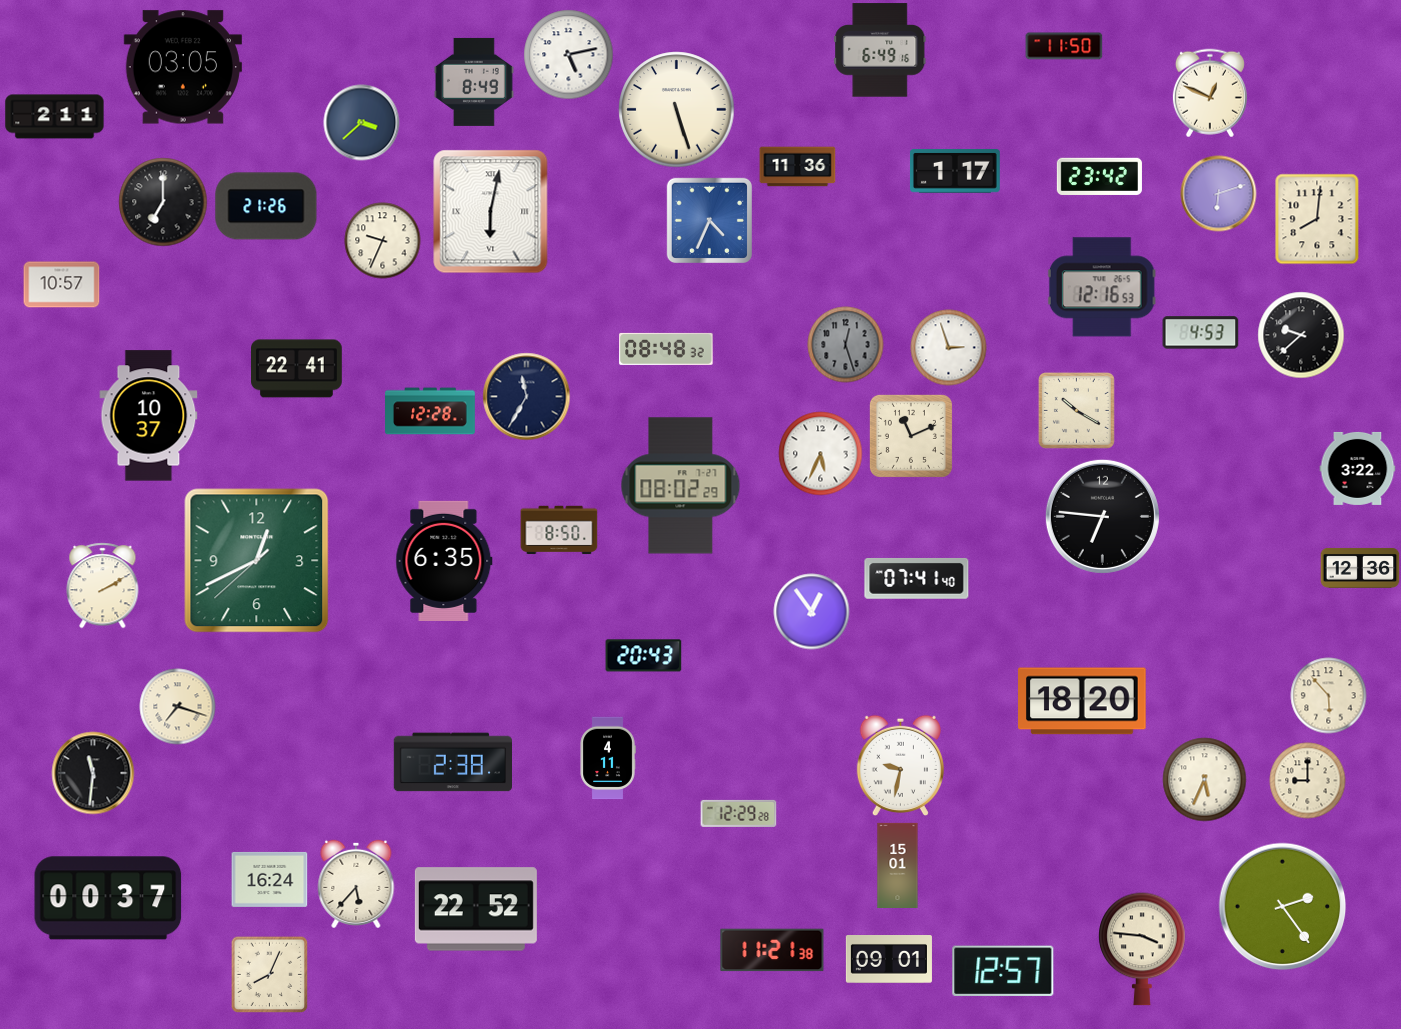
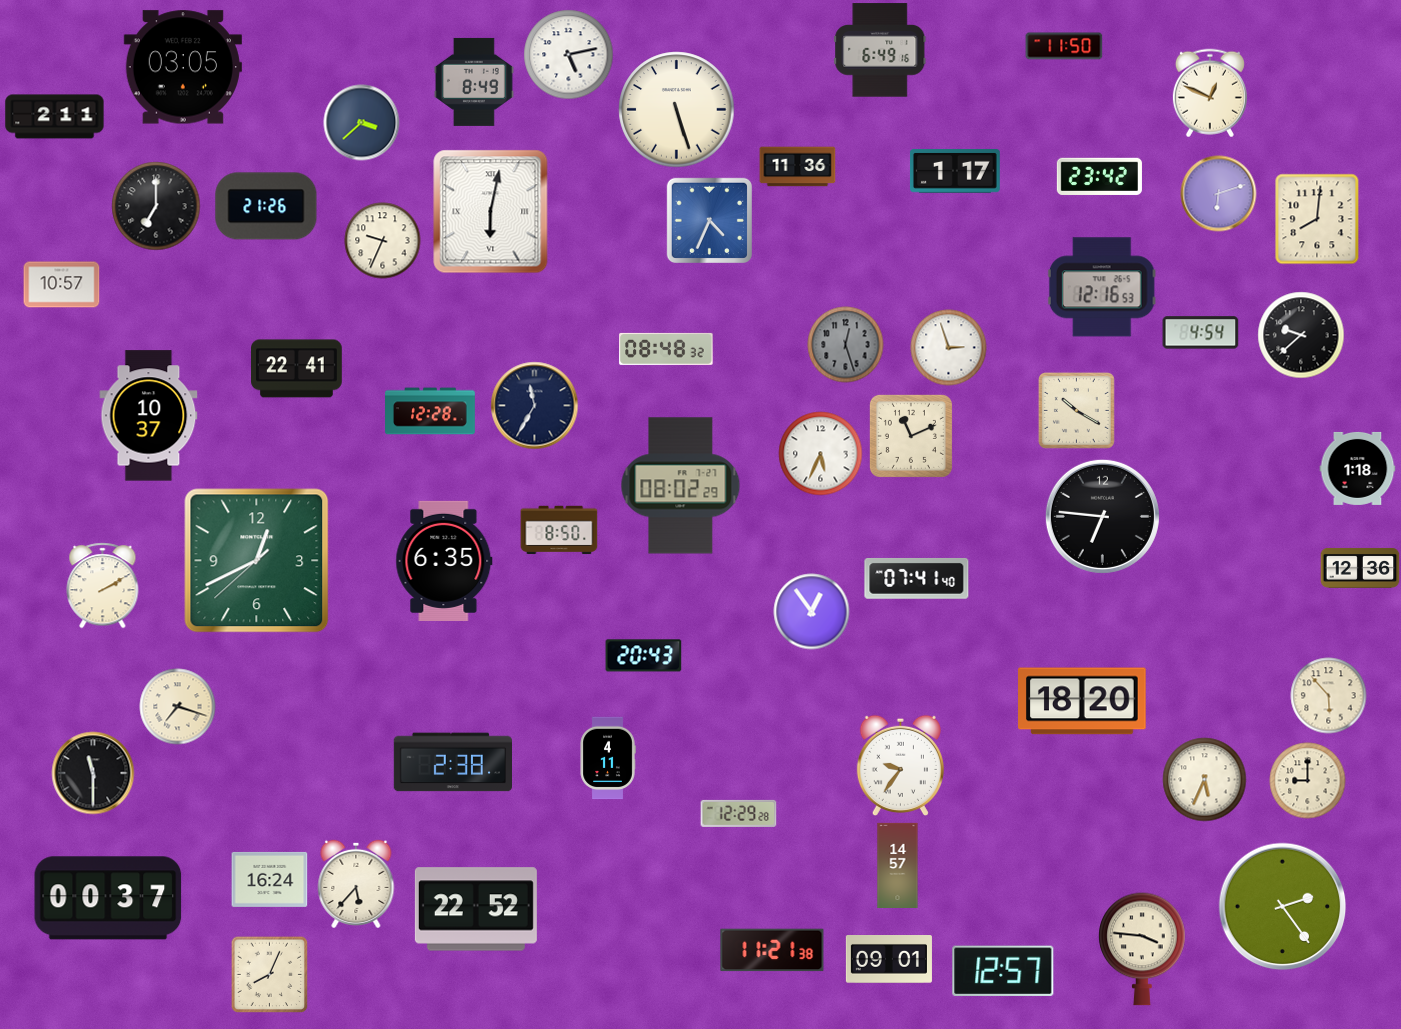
clock at (163, 202) position: (163, 202) -> (156, 206)
clock at (1201, 333): 4:53 -> 4:54
clock at (527, 397) position: (527, 397) -> (535, 406)
clock at (1358, 468): 3:22 -> 1:18
clock at (900, 765): 9:32 -> 9:36
clock at (93, 773): 11:31 -> 11:30
clock at (898, 865): 15:01 -> 14:57
